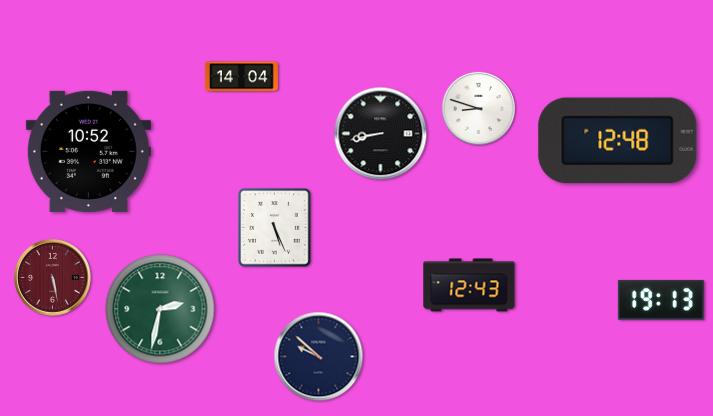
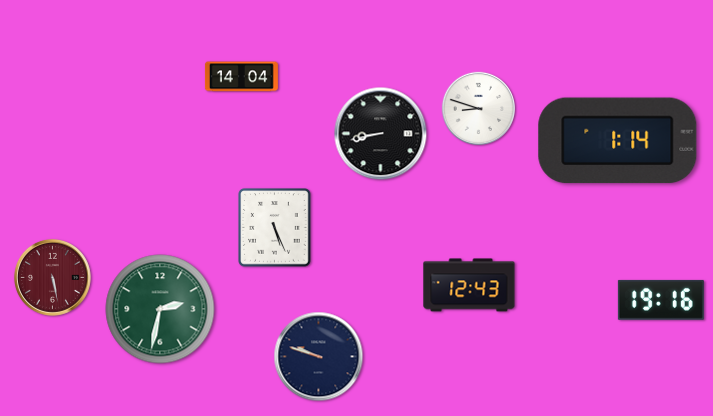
clock at (618, 141): 12:48 -> 1:14
clock at (88, 151): 10:52 -> none
clock at (661, 300): 19:13 -> 19:16
clock at (319, 357): 9:52 -> 9:48
